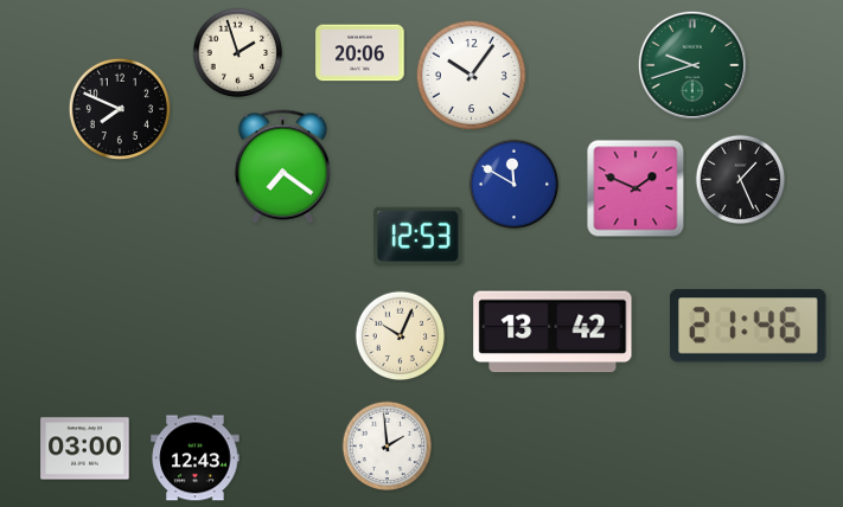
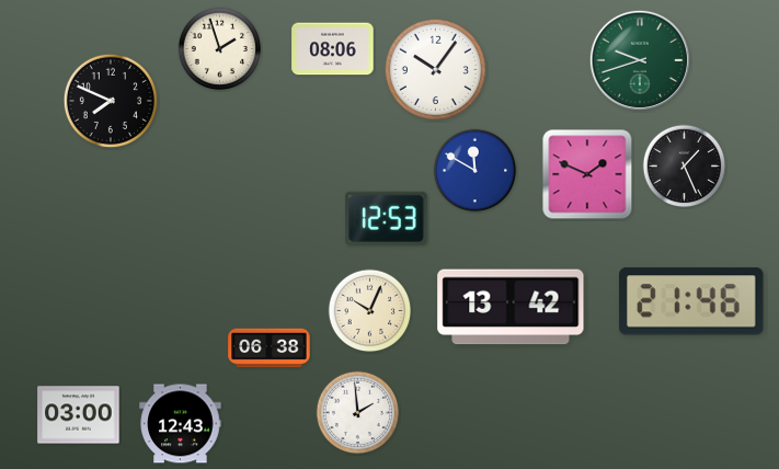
clock at (360, 53): 20:06 -> 08:06
clock at (282, 167): 7:21 -> none
clock at (270, 348): none -> 06:38
